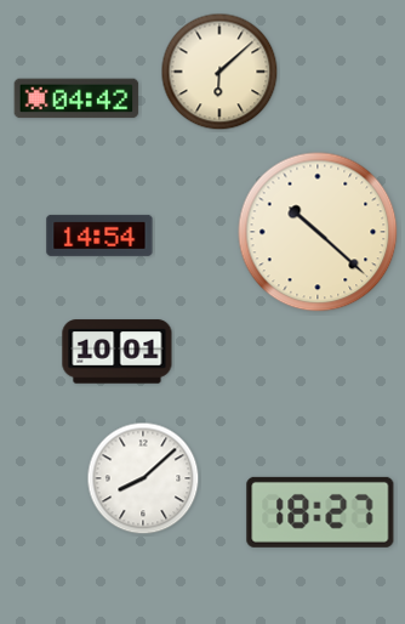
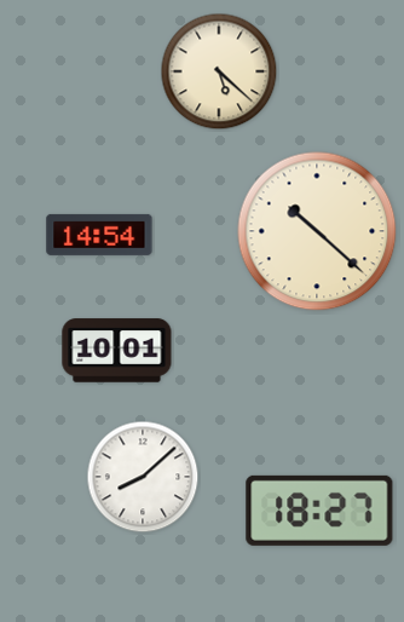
clock at (219, 72): 6:08 -> 5:22
clock at (76, 98): 04:42 -> none
